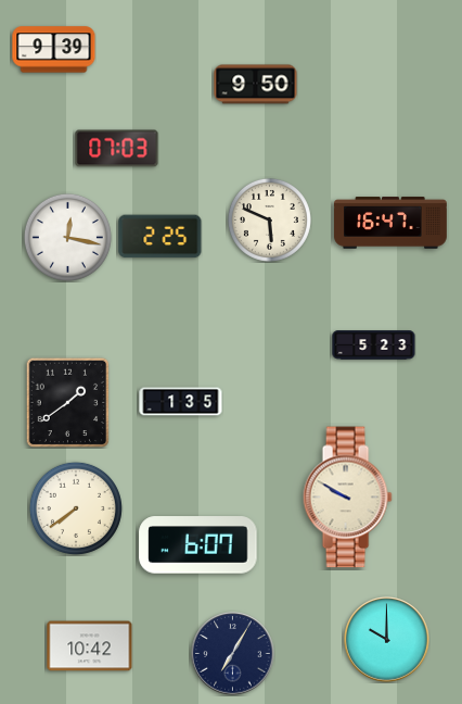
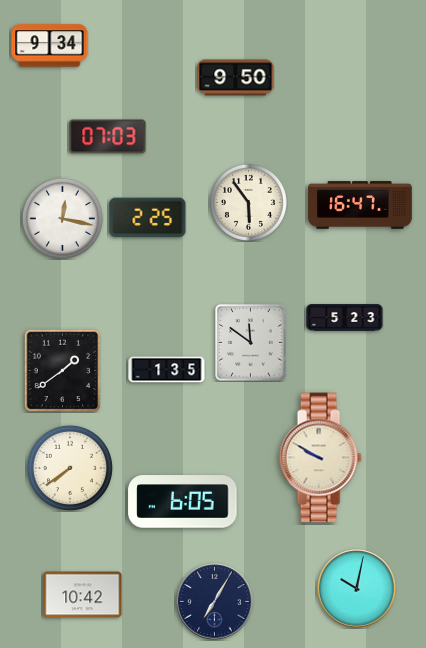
clock at (54, 50): 9:39 -> 9:34
clock at (269, 219): 5:49 -> 5:54
clock at (251, 343): none -> 11:51
clock at (198, 545): 6:07 -> 6:05
clock at (387, 640): 10:00 -> 10:02
